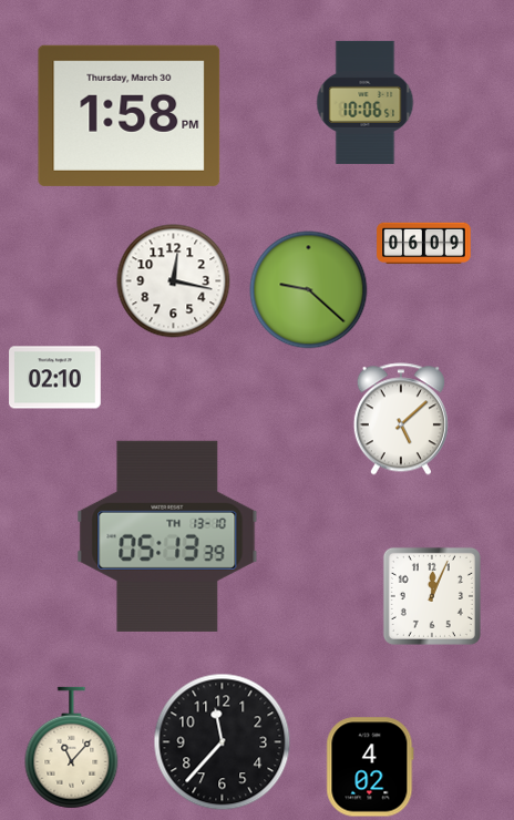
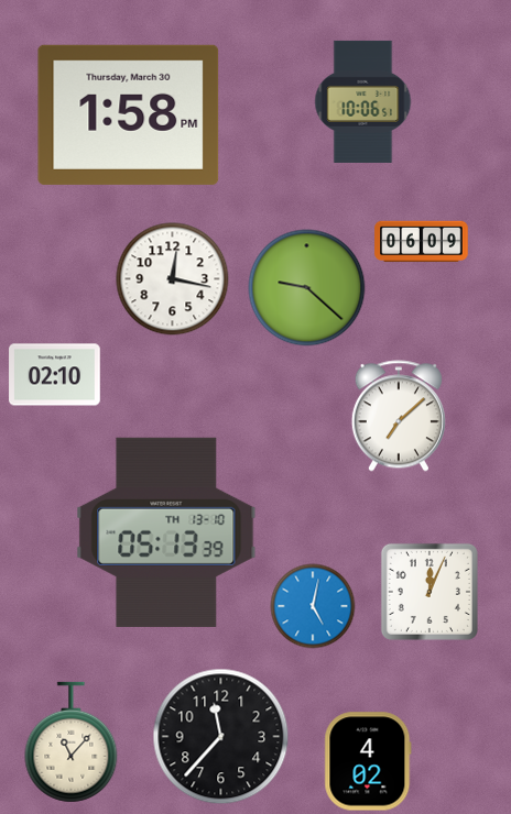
clock at (401, 419): 5:08 -> 7:08
clock at (313, 606): none -> 5:02
